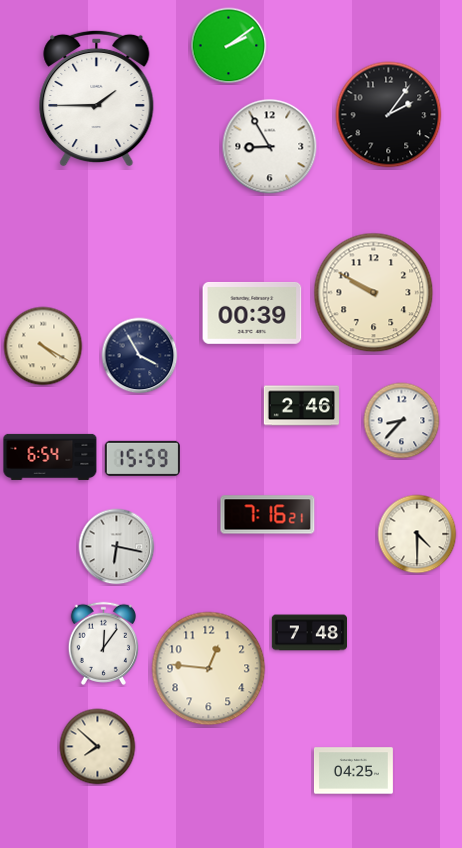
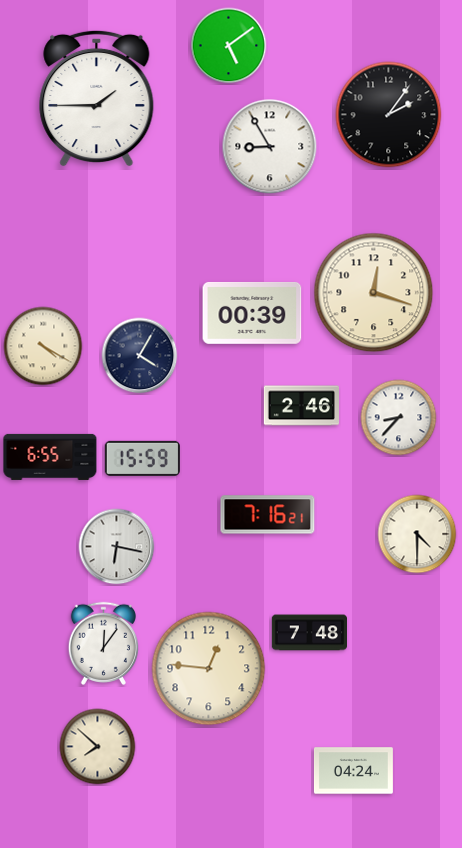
clock at (229, 46): 2:09 -> 5:09
clock at (374, 293): 9:50 -> 12:18
clock at (140, 356): 3:55 -> 4:05
clock at (402, 421) position: (402, 421) -> (399, 418)
clock at (50, 457): 6:54 -> 6:55
clock at (353, 771): 04:25 -> 04:24
